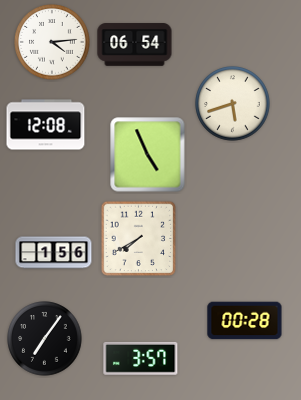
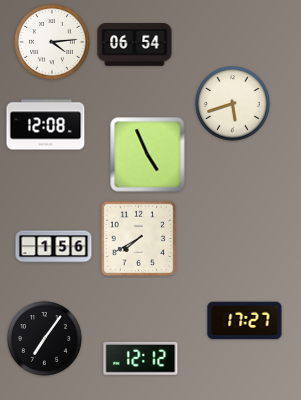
clock at (54, 253) position: (54, 253) -> (54, 247)
clock at (245, 321): 00:28 -> 17:27
clock at (141, 358): 3:57 -> 12:12
